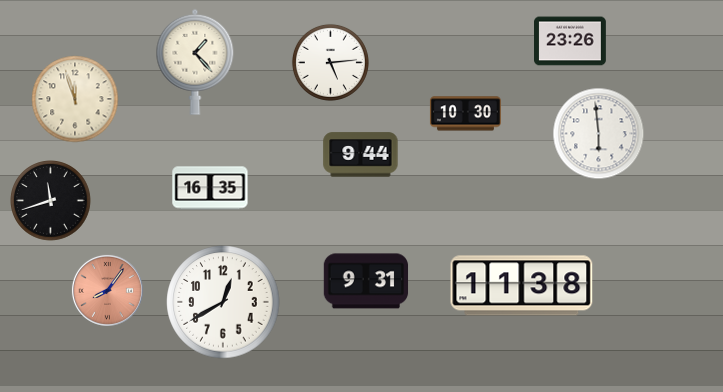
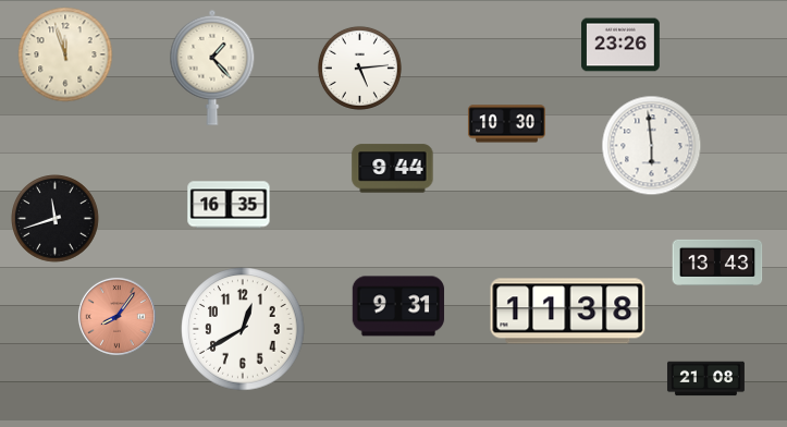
clock at (75, 99) position: (75, 99) -> (65, 54)
clock at (717, 263): none -> 13:43
clock at (705, 379): none -> 21:08
